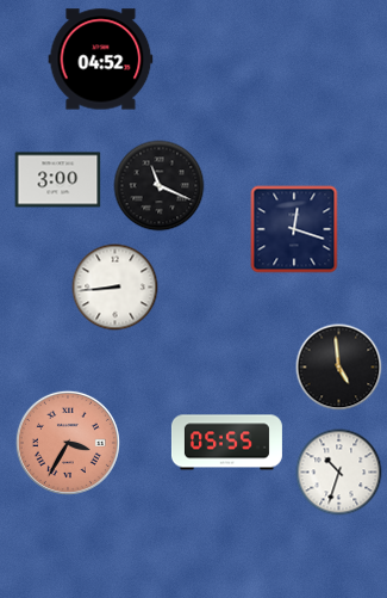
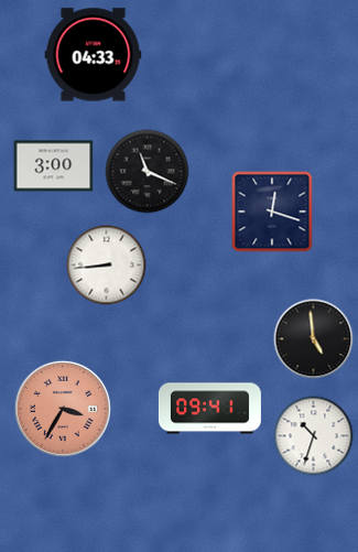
clock at (101, 60): 04:52 -> 04:33
clock at (226, 443): 05:55 -> 09:41
